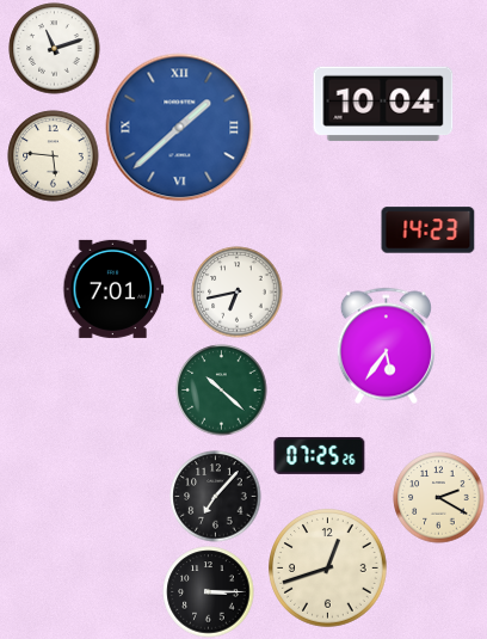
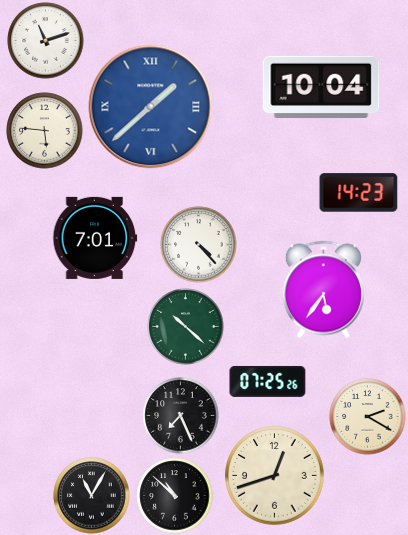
clock at (113, 289) position: (113, 289) -> (95, 238)
clock at (238, 293): 6:43 -> 4:23
clock at (216, 497): 7:07 -> 7:26
clock at (92, 496): none -> 11:05
clock at (209, 592): 3:15 -> 10:52
